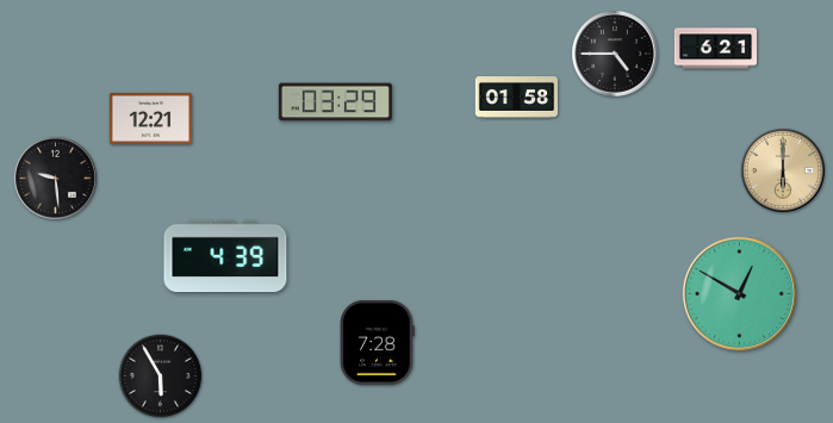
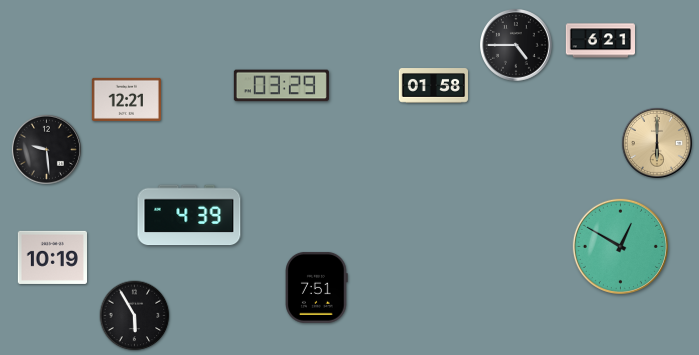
clock at (516, 98) position: (516, 98) -> (433, 86)
clock at (52, 257): none -> 10:19
clock at (378, 342): 7:28 -> 7:51
